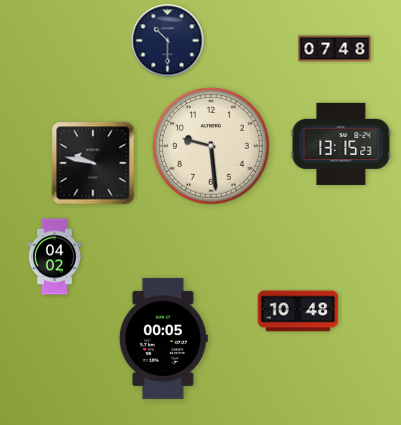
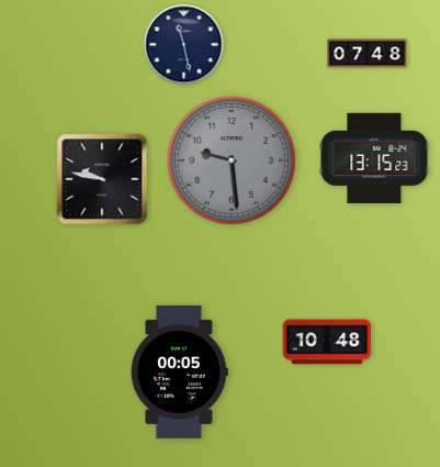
clock at (168, 41): 10:30 -> 11:28
clock at (211, 146) dial: cream -> grey
clock at (54, 257): 04:02 -> none
